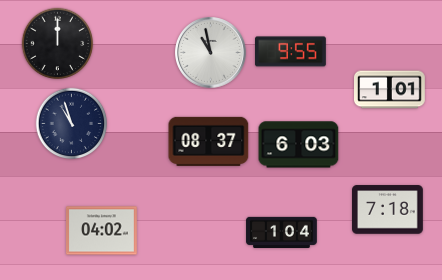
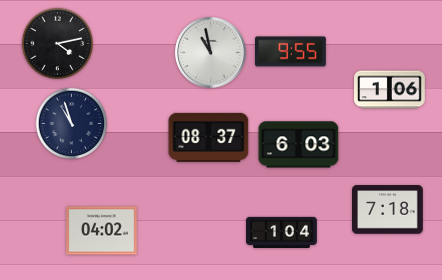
clock at (58, 44): 12:00 -> 4:13
clock at (390, 90): 1:01 -> 1:06
clock at (209, 141) position: (209, 141) -> (209, 137)
